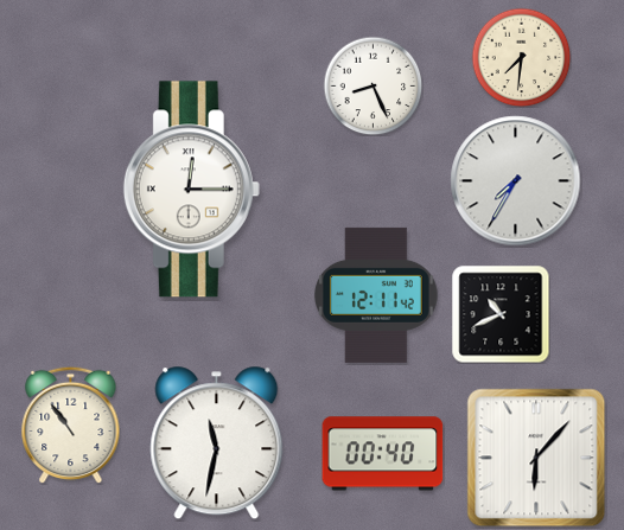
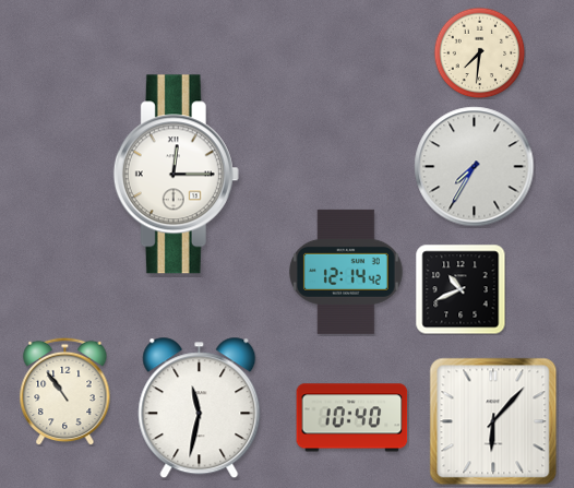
clock at (373, 85): 8:26 -> none
clock at (376, 295): 12:11 -> 12:14
clock at (383, 454): 00:40 -> 10:40
